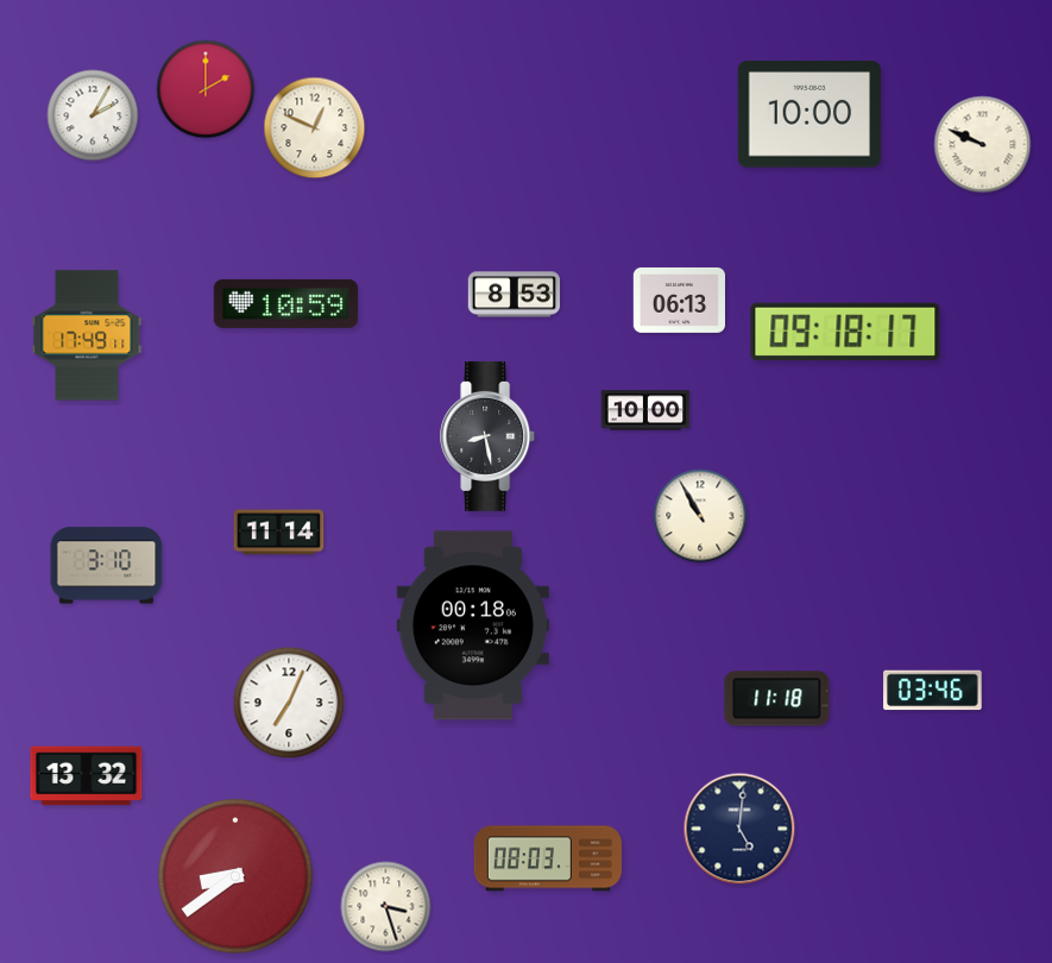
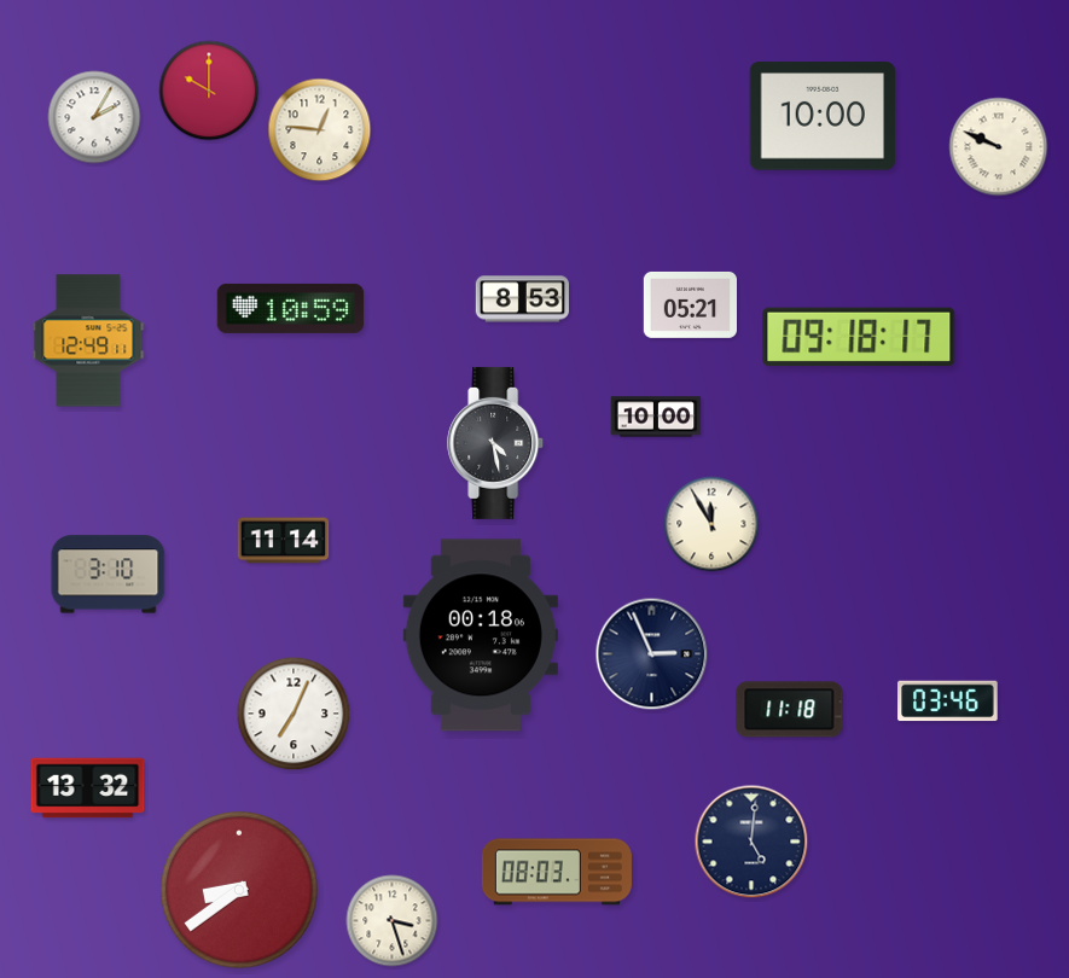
clock at (206, 89): 2:00 -> 10:00
clock at (315, 128): 12:49 -> 12:46
clock at (679, 300): 06:13 -> 05:21
clock at (87, 335): 17:49 -> 12:49
clock at (489, 436): 8:28 -> 4:28
clock at (700, 516): 10:55 -> 11:55
clock at (652, 654): none -> 2:56
